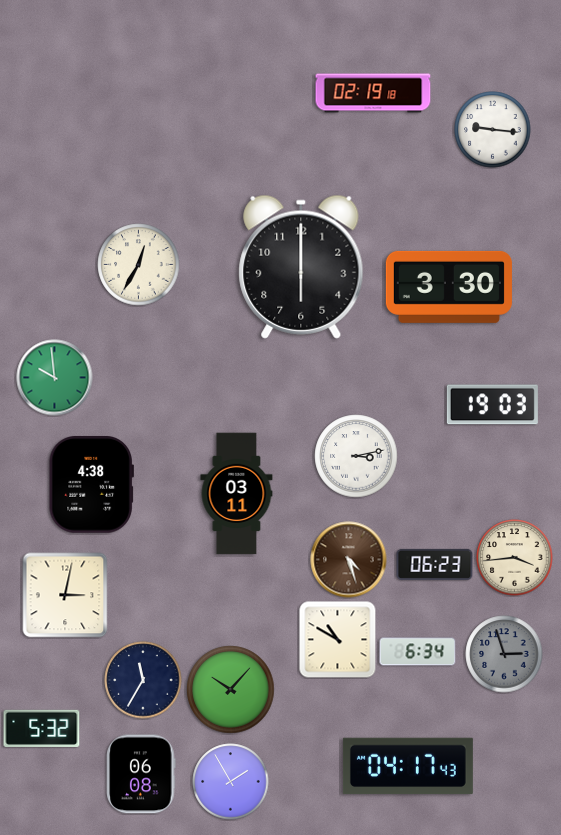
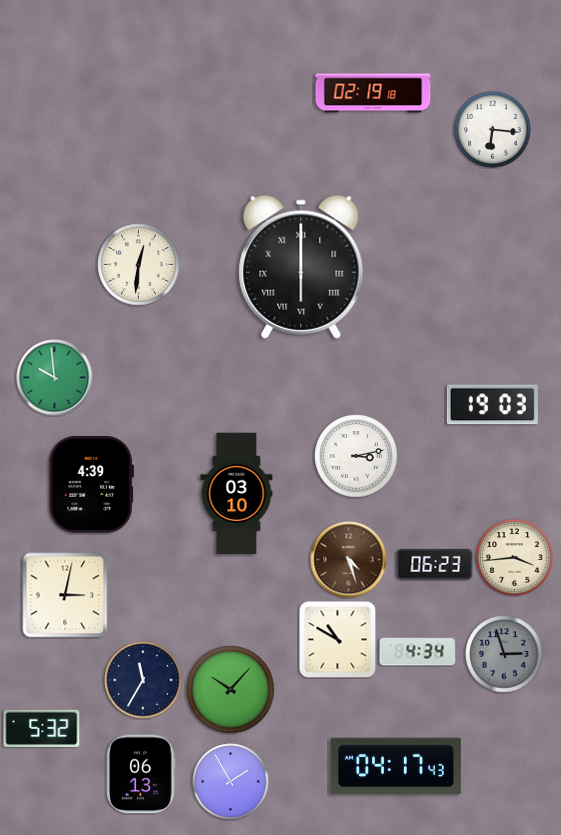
clock at (493, 130): 9:16 -> 6:16
clock at (139, 265): 12:35 -> 12:31
clock at (301, 267) numerals: Arabic -> Roman
clock at (449, 287): 3:30 -> none
clock at (91, 485): 4:38 -> 4:39
clock at (237, 494): 03:11 -> 03:10
clock at (418, 652): 6:34 -> 4:34
clock at (408, 766) position: (408, 766) -> (396, 766)
clock at (141, 774): 06:08 -> 06:13
